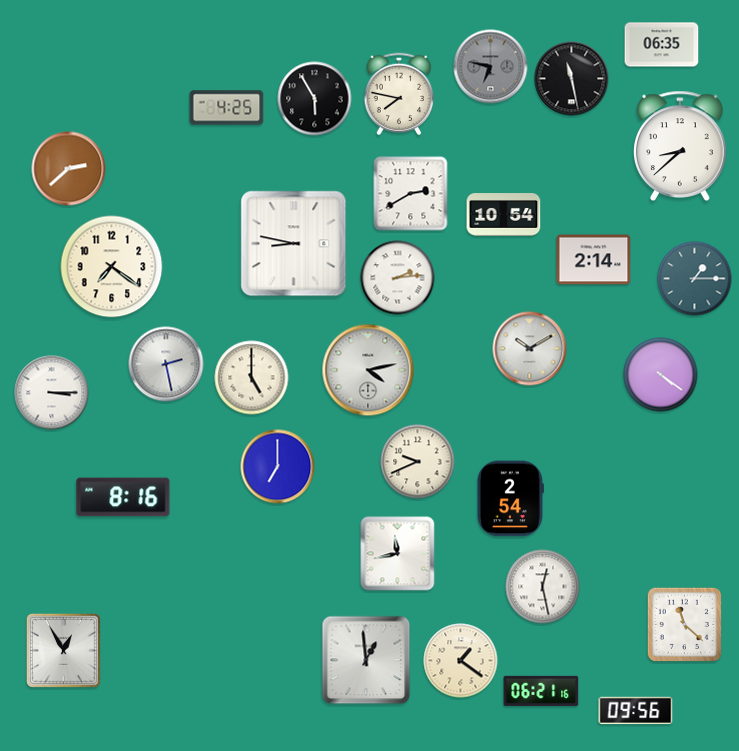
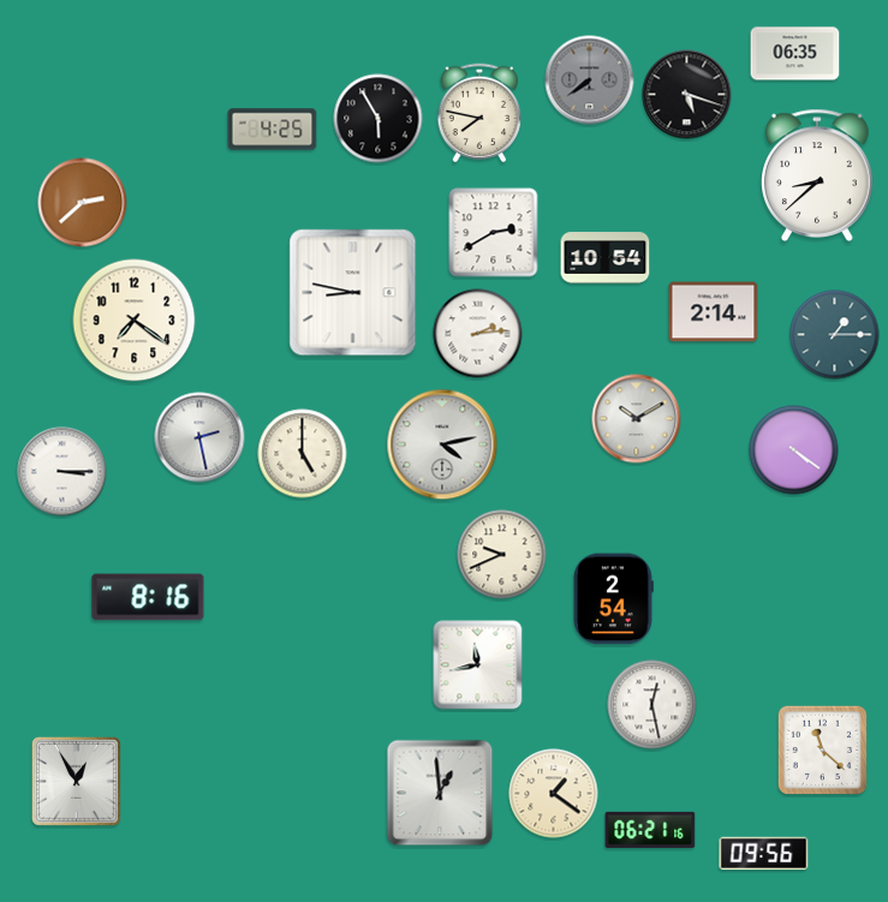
clock at (491, 67): 6:47 -> 7:39
clock at (572, 79): 11:28 -> 5:18
clock at (278, 467): 7:00 -> none
